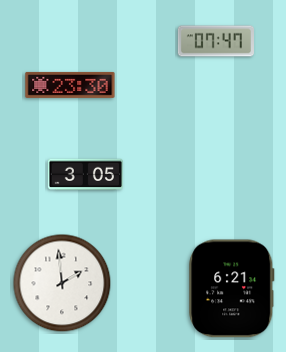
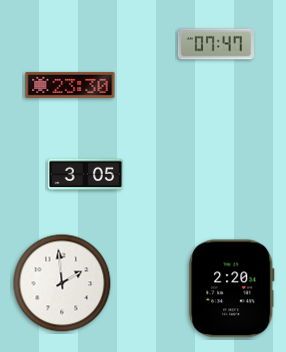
clock at (216, 41) position: (216, 41) -> (216, 44)
clock at (232, 289): 6:21 -> 2:20
